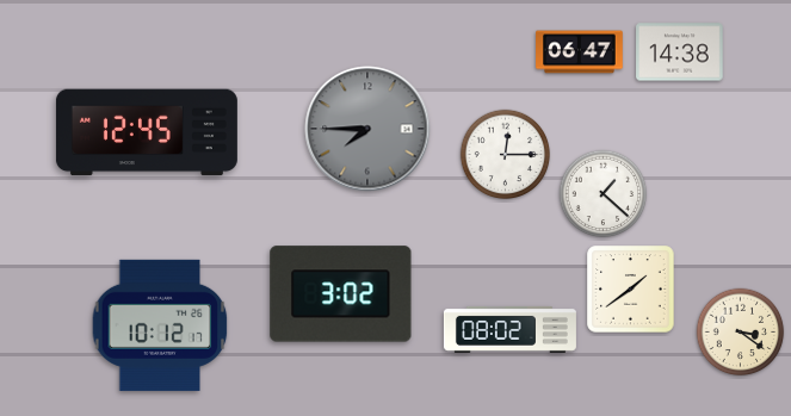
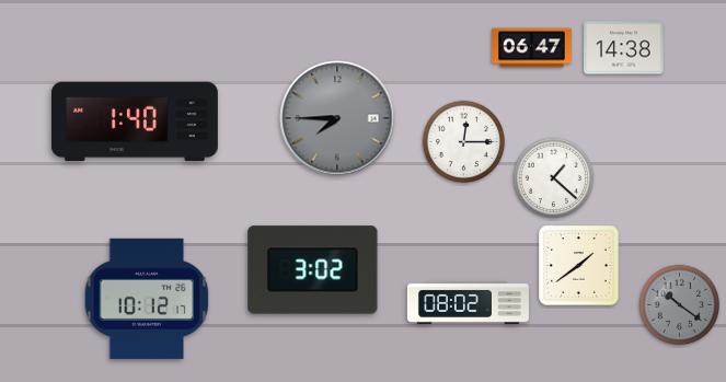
clock at (147, 132): 12:45 -> 1:40
clock at (741, 333): 3:21 -> 10:21
clock at (741, 333) dial: cream -> grey
